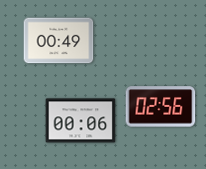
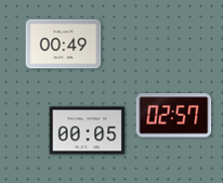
clock at (161, 107): 02:56 -> 02:57
clock at (81, 121): 00:06 -> 00:05
